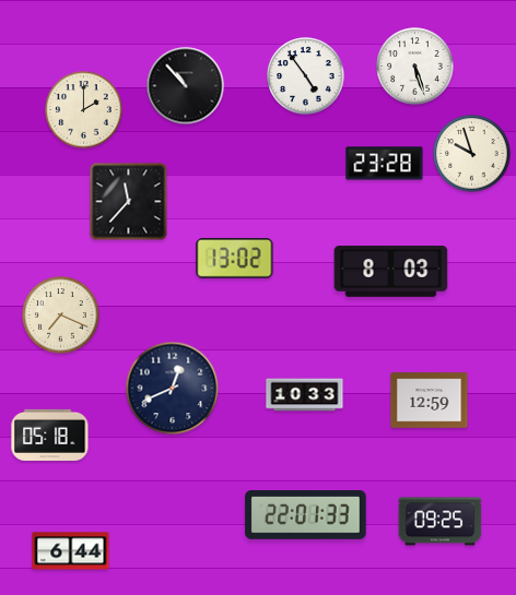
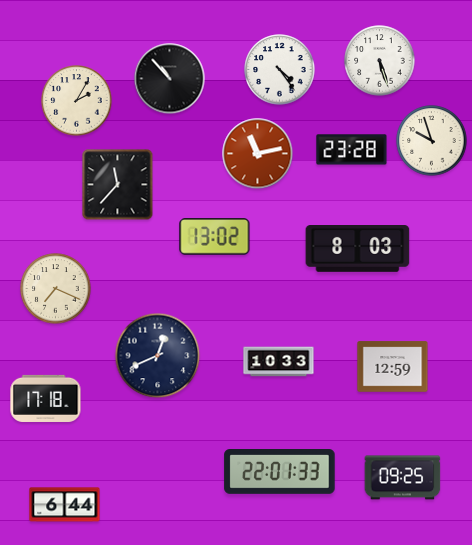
clock at (306, 76): 4:54 -> 4:24
clock at (84, 110): 2:00 -> 2:05
clock at (258, 154): none -> 11:13
clock at (50, 435): 05:18 -> 17:18
